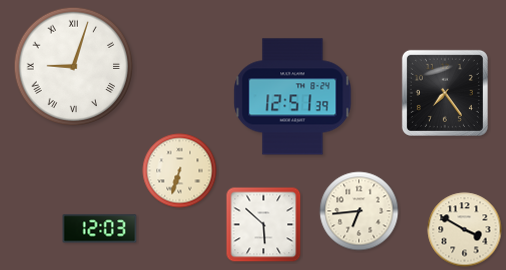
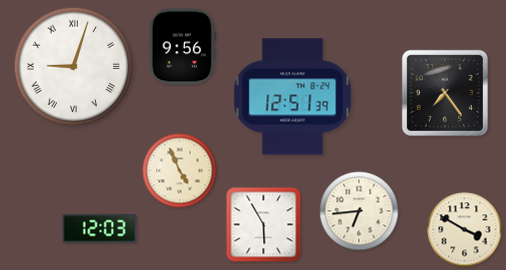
clock at (182, 47): none -> 9:56
clock at (180, 171): 6:33 -> 4:56
clock at (264, 225): 5:52 -> 5:55
